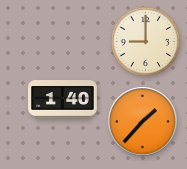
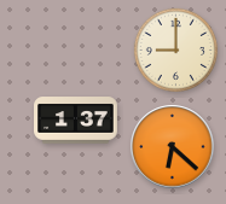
clock at (63, 100): 1:40 -> 1:37
clock at (143, 122): 1:37 -> 6:22
